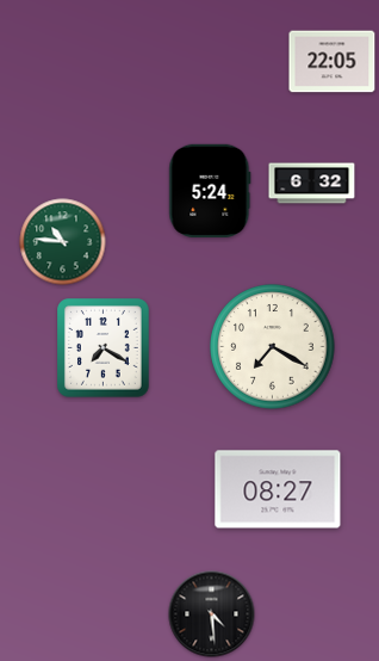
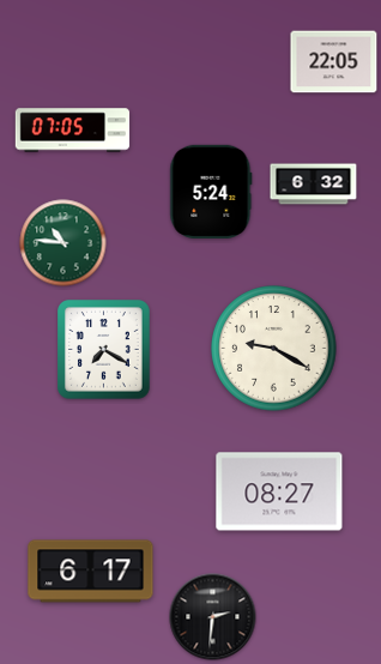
clock at (73, 131): none -> 07:05
clock at (273, 347): 7:20 -> 9:20
clock at (91, 572): none -> 6:17
clock at (212, 614): 4:29 -> 2:31
